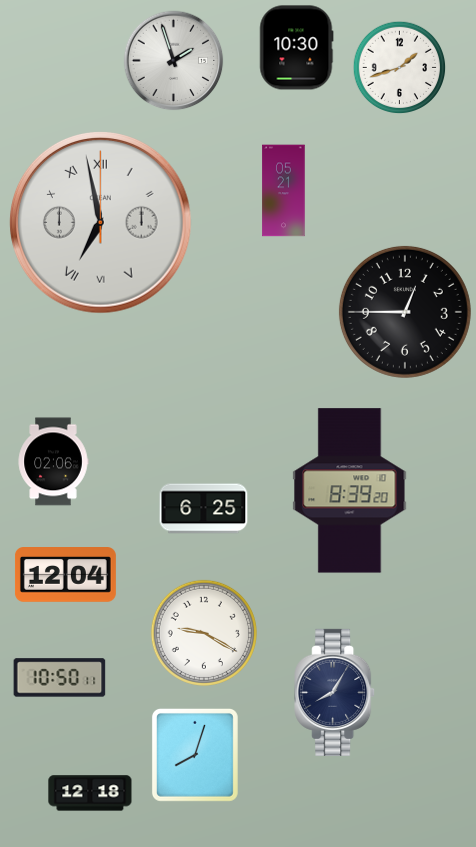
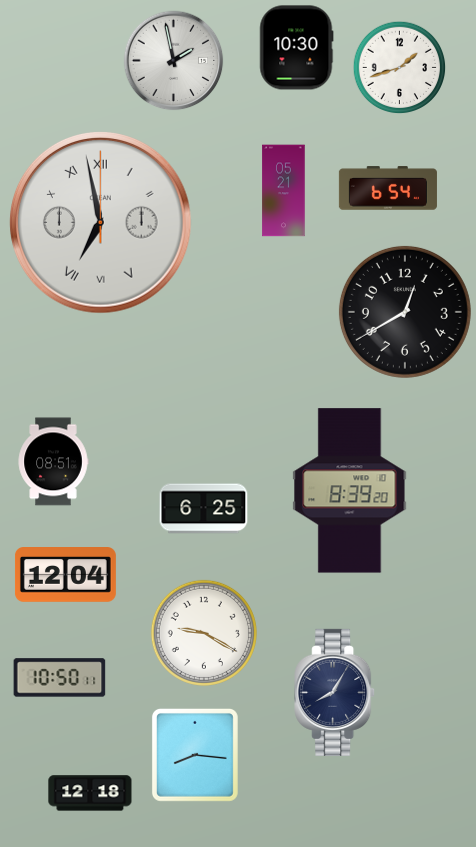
clock at (174, 61): 1:57 -> 1:58
clock at (388, 188): none -> 6:54
clock at (405, 312): 12:45 -> 12:40
clock at (53, 462): 02:06 -> 08:51
clock at (195, 755): 8:03 -> 8:16
